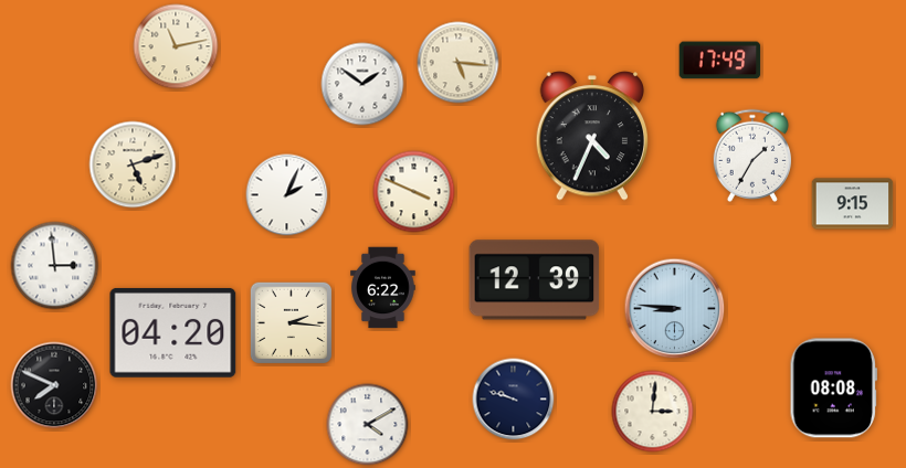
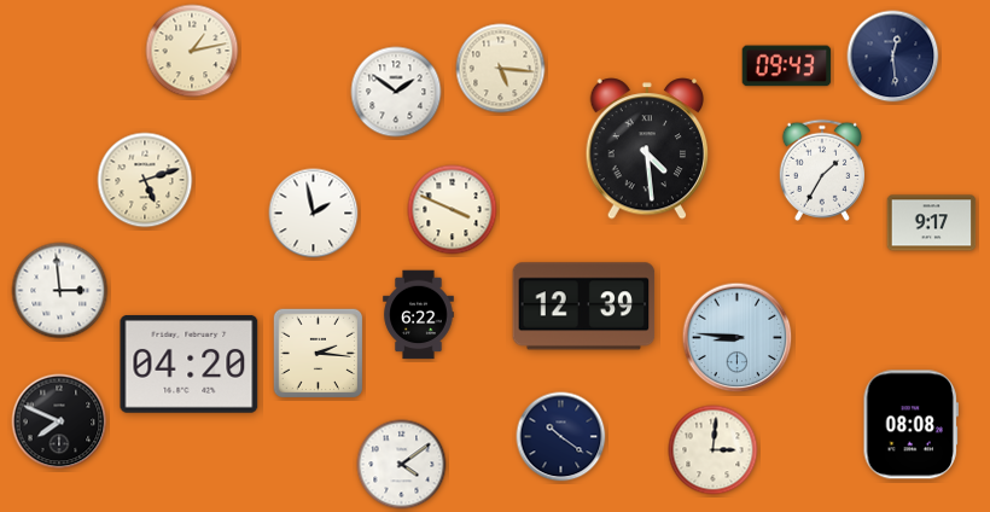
clock at (176, 46): 11:13 -> 1:13
clock at (893, 57): none -> 12:29
clock at (720, 61): 17:49 -> 09:43
clock at (592, 136): 4:34 -> 4:29
clock at (287, 195): 2:04 -> 1:58
clock at (853, 204): 9:15 -> 9:17
clock at (514, 400): 9:48 -> 10:21
clock at (368, 425): 4:10 -> 4:09
